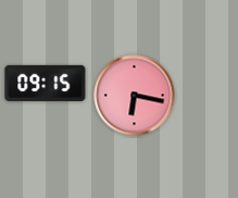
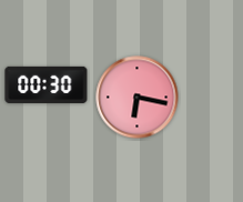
clock at (46, 83): 09:15 -> 00:30
